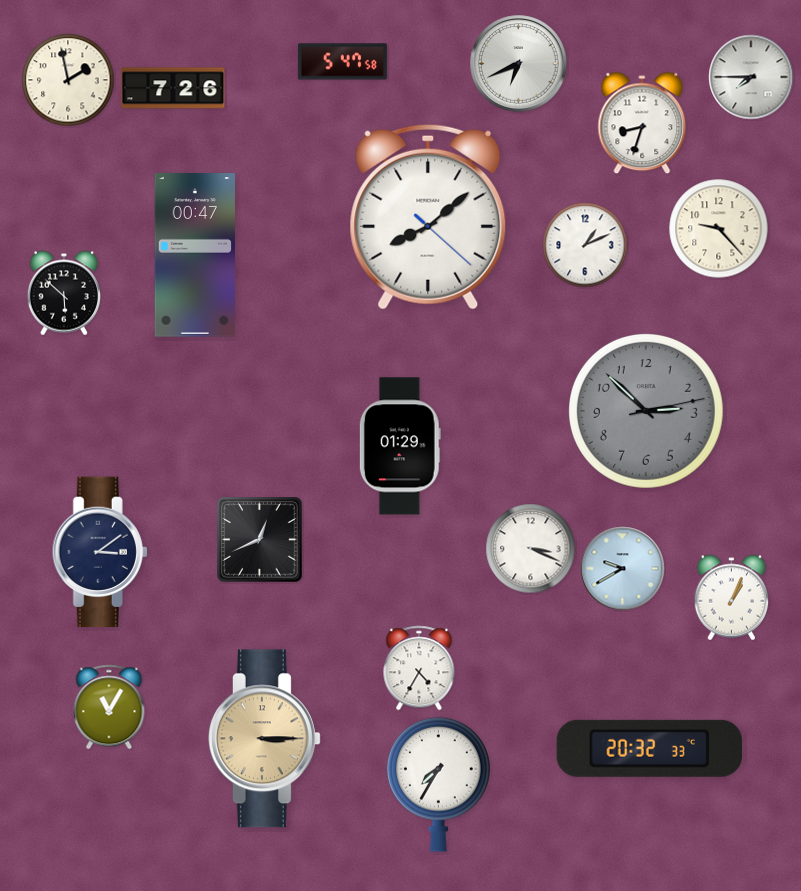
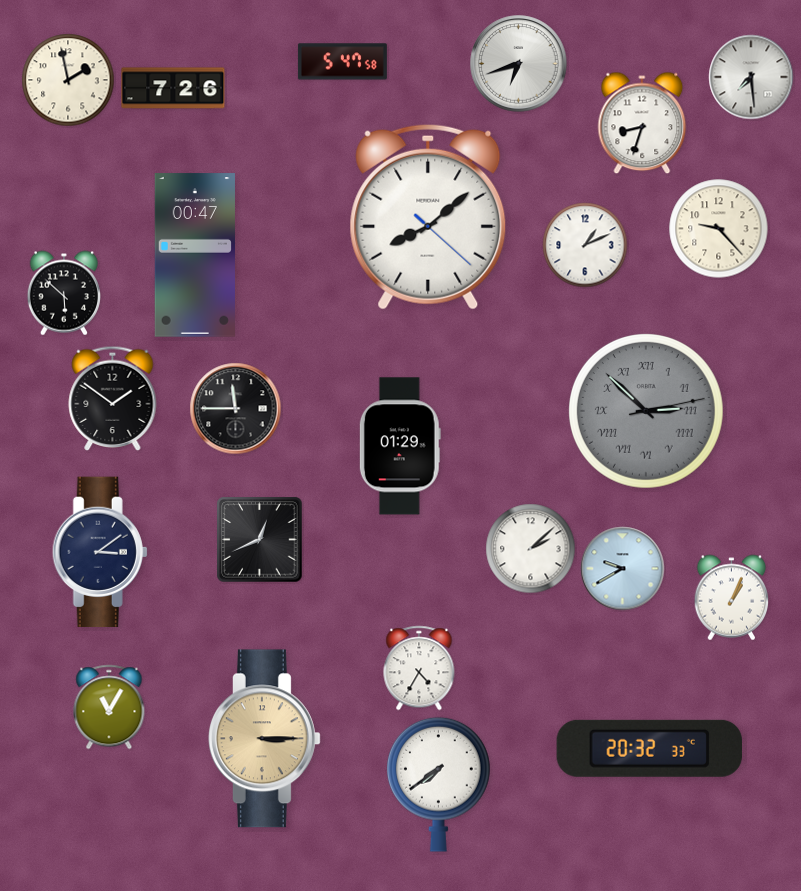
clock at (519, 64): 6:41 -> 6:42
clock at (751, 77): 7:45 -> 7:29
clock at (113, 398): none -> 1:51
clock at (236, 409): none -> 11:45
clock at (646, 411) numerals: Arabic -> Roman
clock at (531, 549): 3:19 -> 2:08
clock at (439, 784): 7:35 -> 7:39
